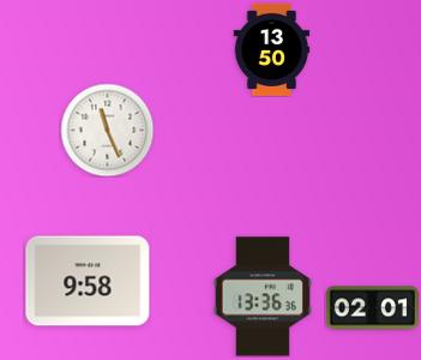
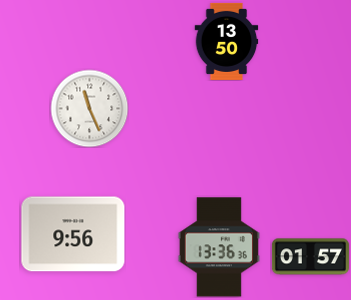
clock at (88, 281): 9:58 -> 9:56
clock at (372, 308): 02:01 -> 01:57
